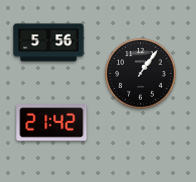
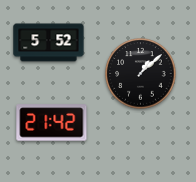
clock at (49, 43): 5:56 -> 5:52
clock at (141, 74): 1:06 -> 1:08
